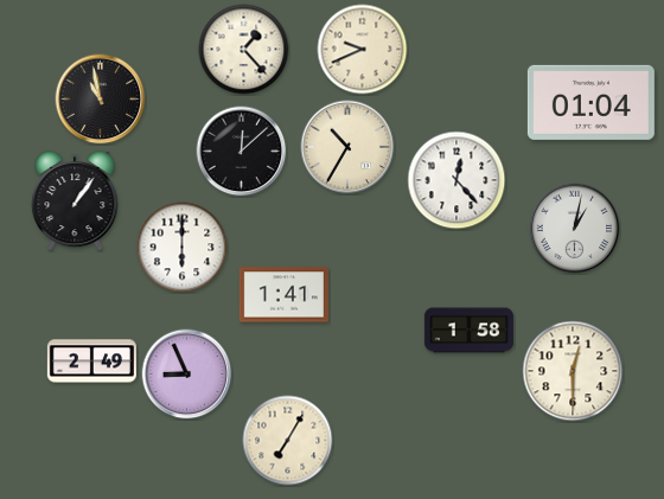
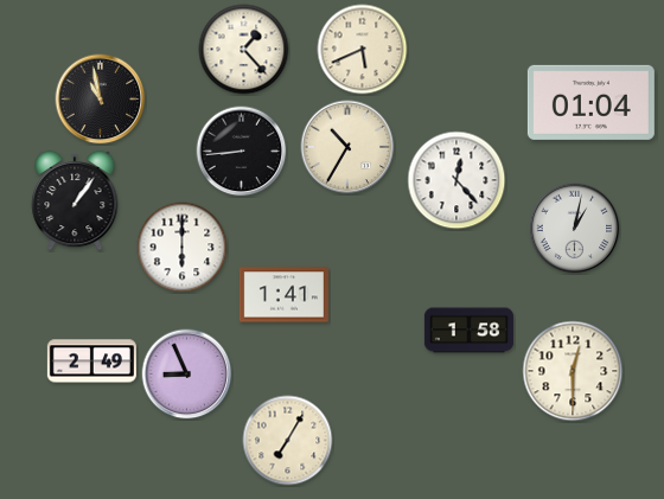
clock at (363, 50): 9:41 -> 5:41
clock at (242, 152): 12:08 -> 8:44
